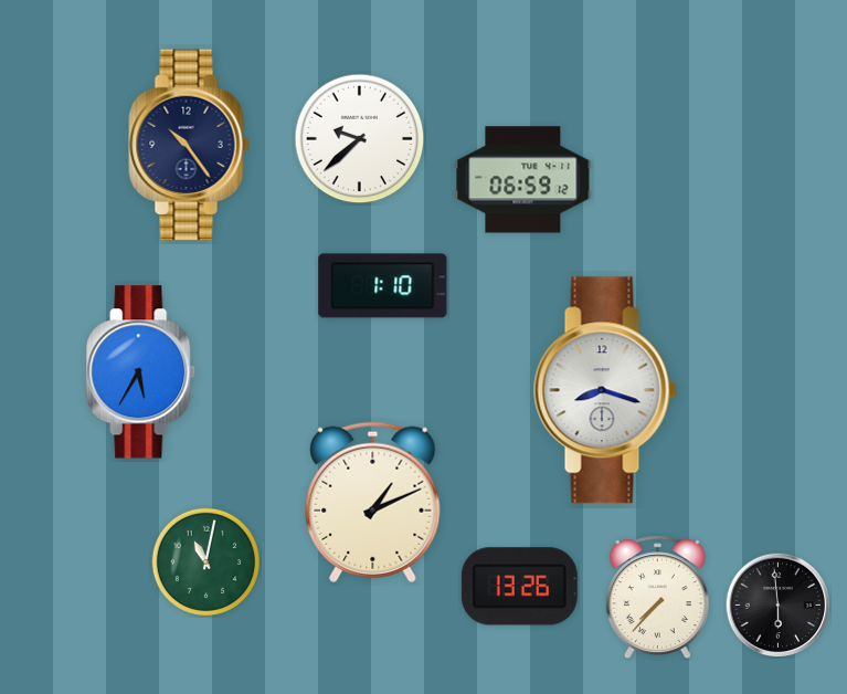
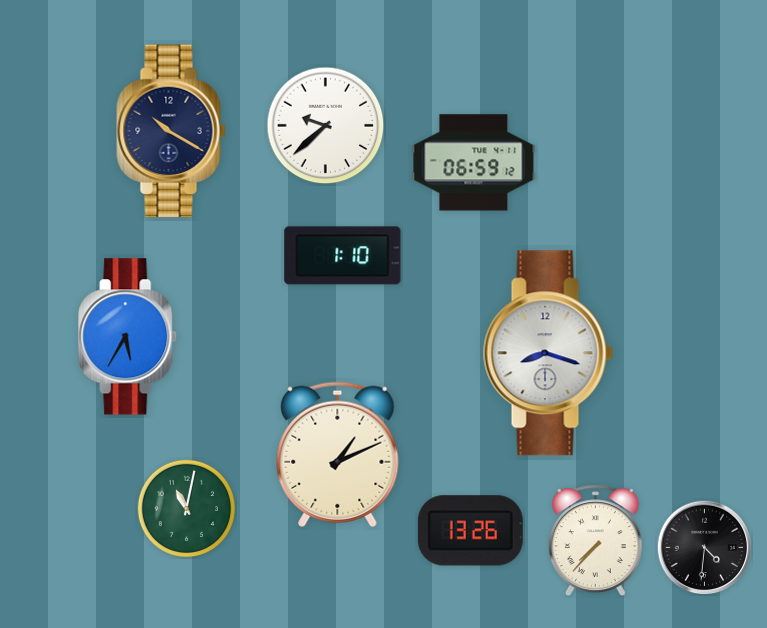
clock at (189, 145): 10:24 -> 10:20
clock at (383, 286) position: (383, 286) -> (343, 256)
clock at (777, 604): 5:59 -> 4:31
